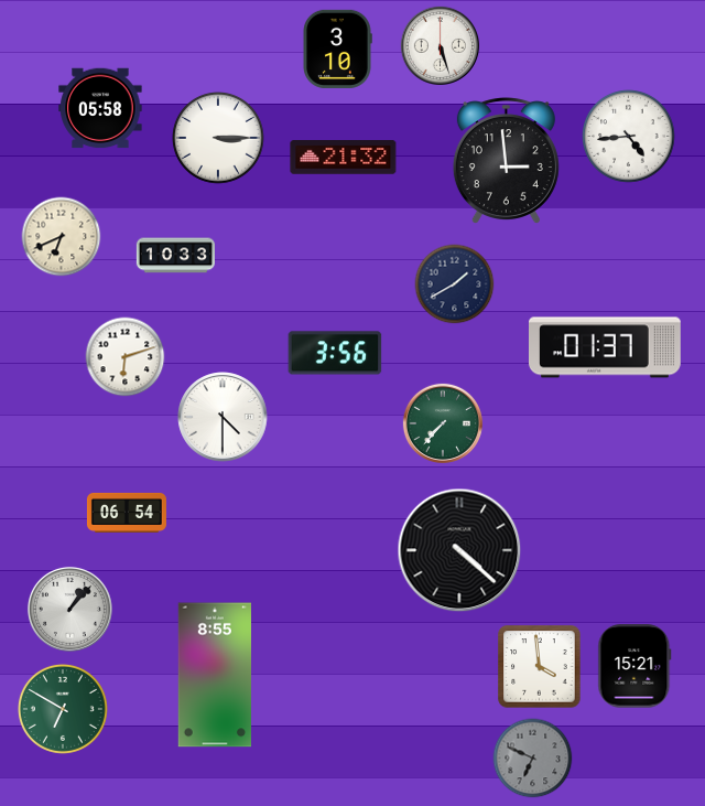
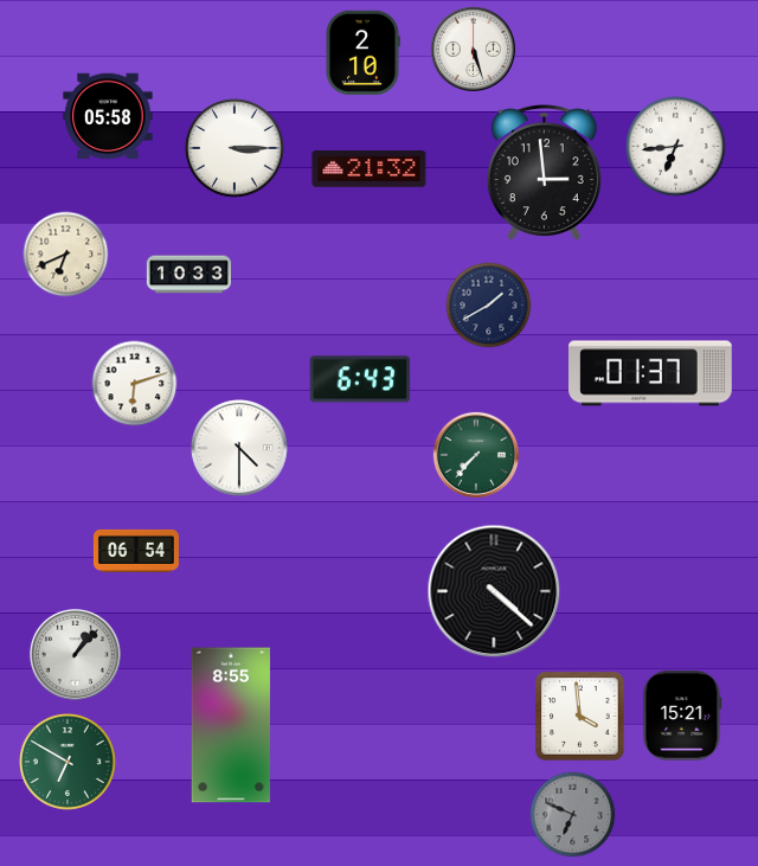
clock at (337, 49): 3:10 -> 2:10
clock at (629, 137): 4:44 -> 6:44
clock at (335, 353): 3:56 -> 6:43
